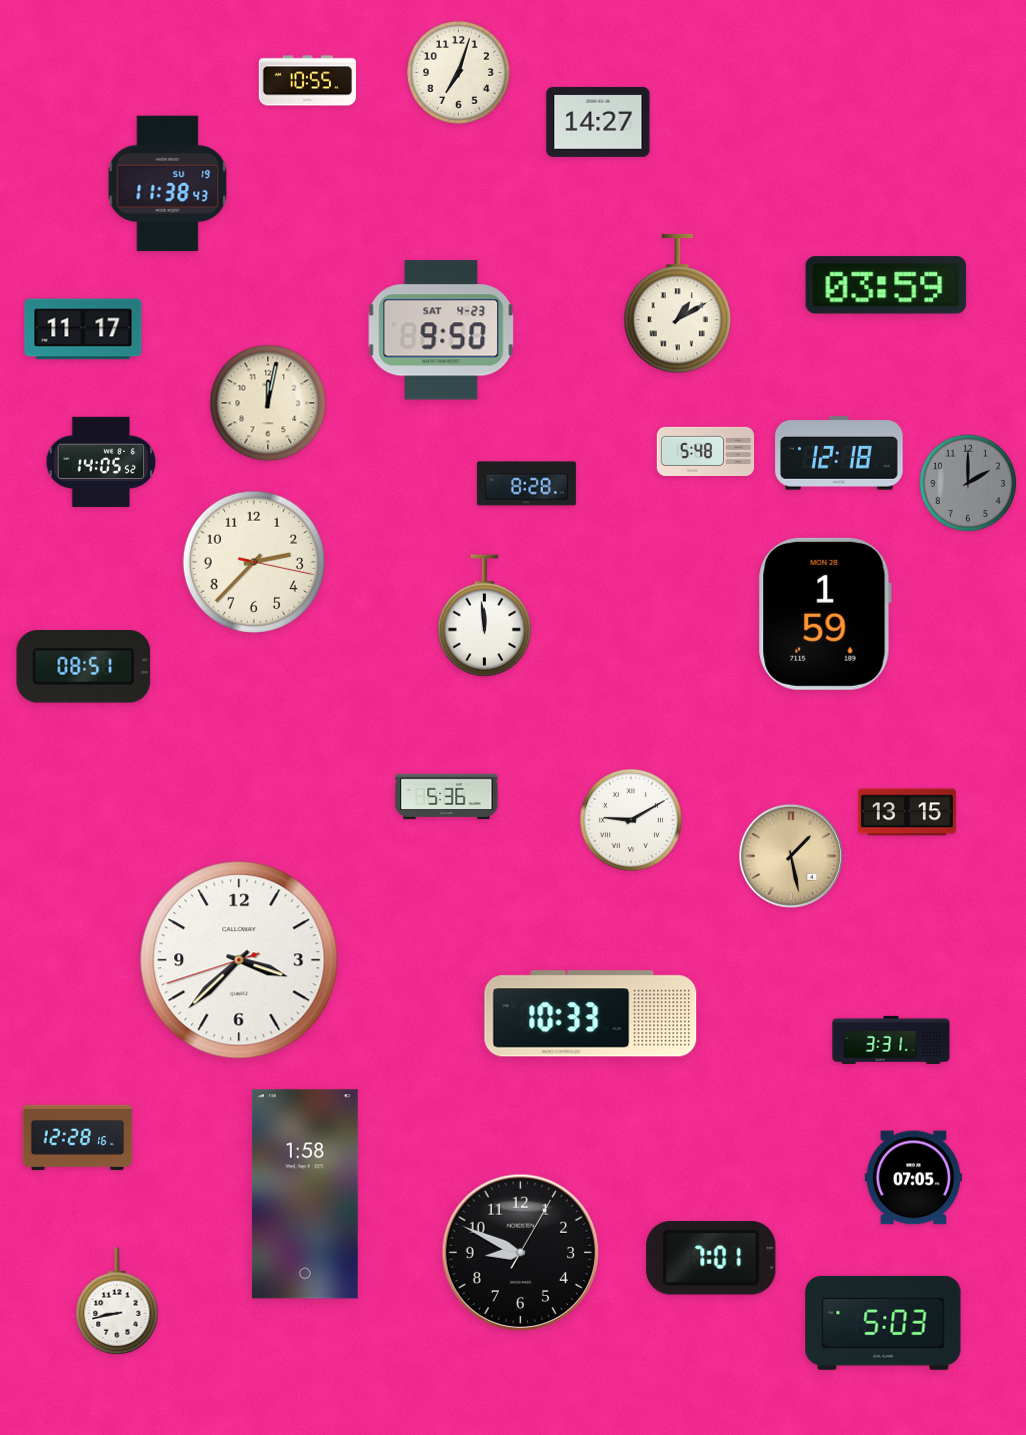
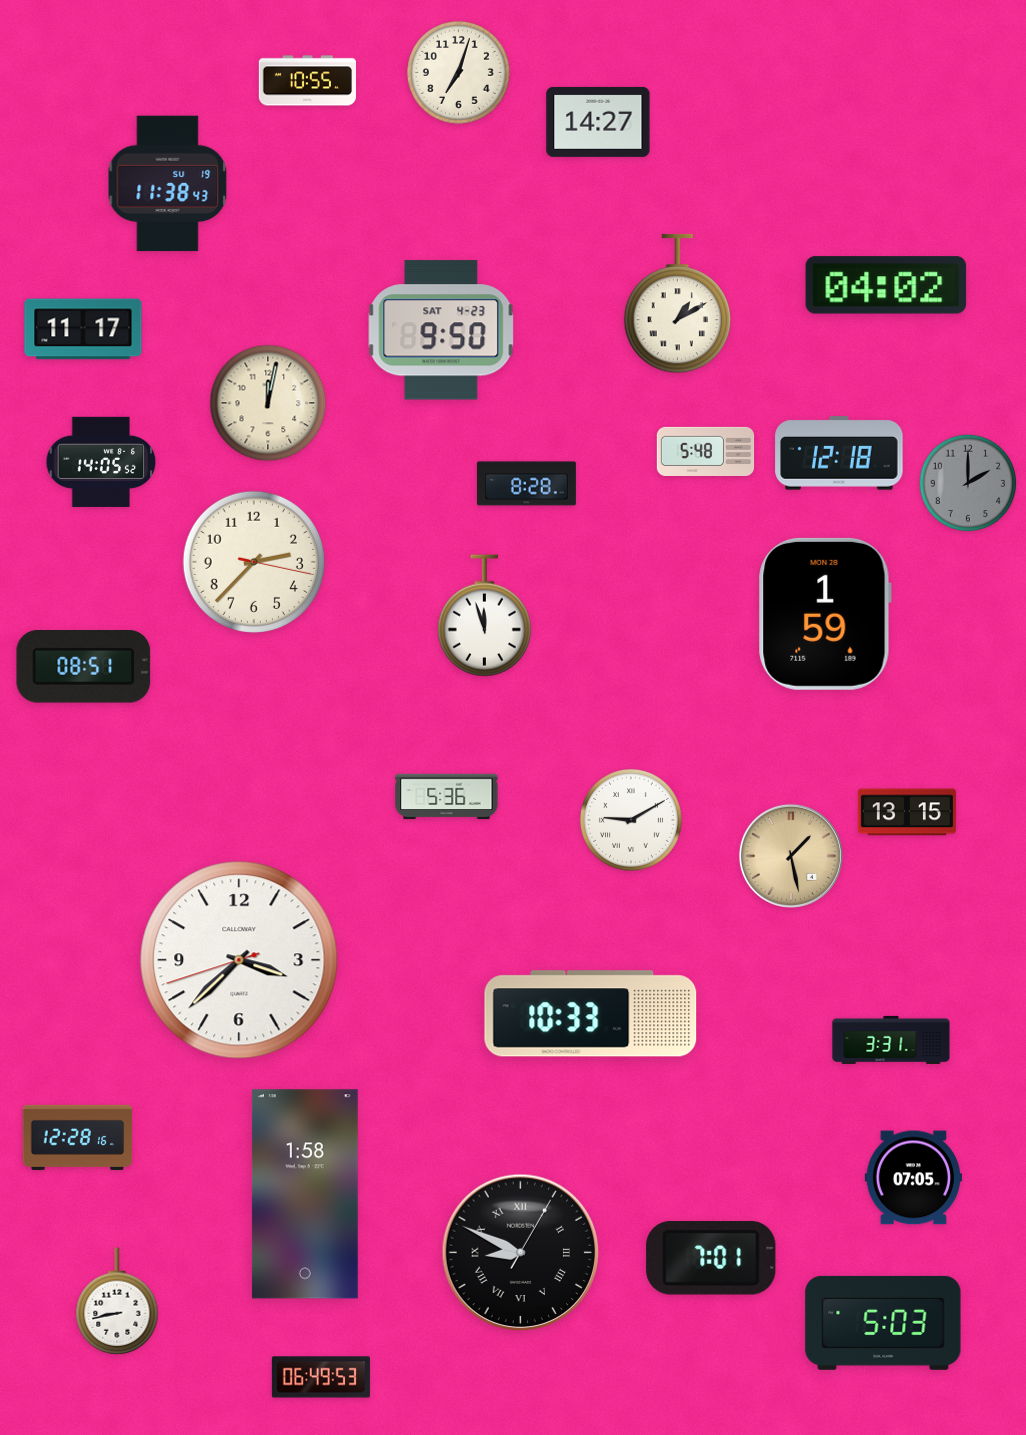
clock at (886, 285): 03:59 -> 04:02
clock at (484, 616): 11:59 -> 11:57
clock at (521, 1253) numerals: Arabic -> Roman
clock at (321, 1377): none -> 06:49
